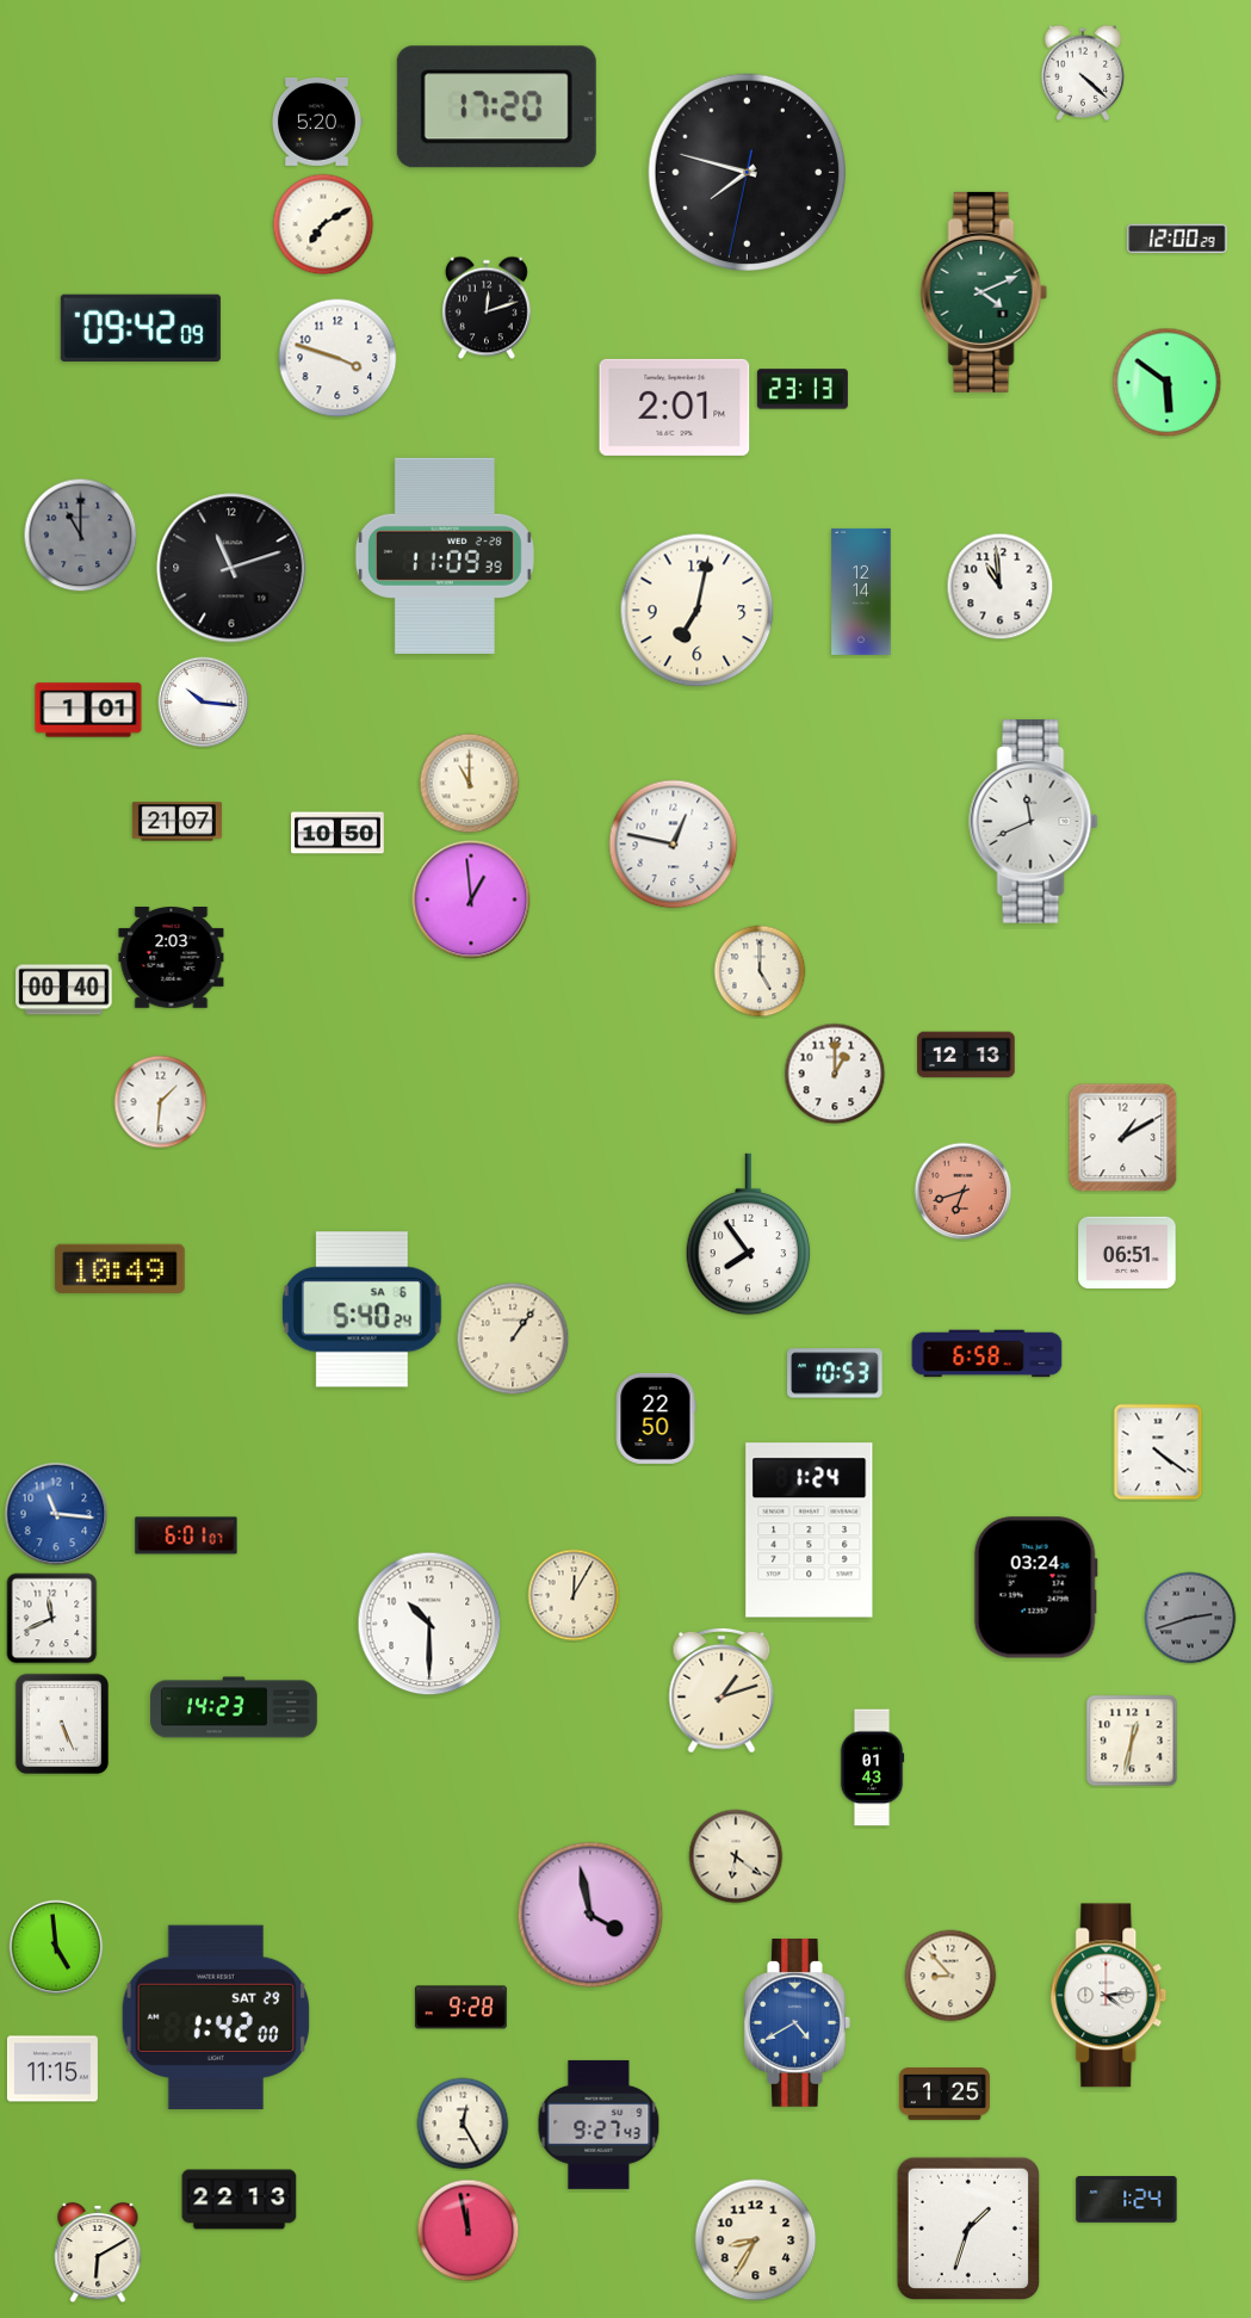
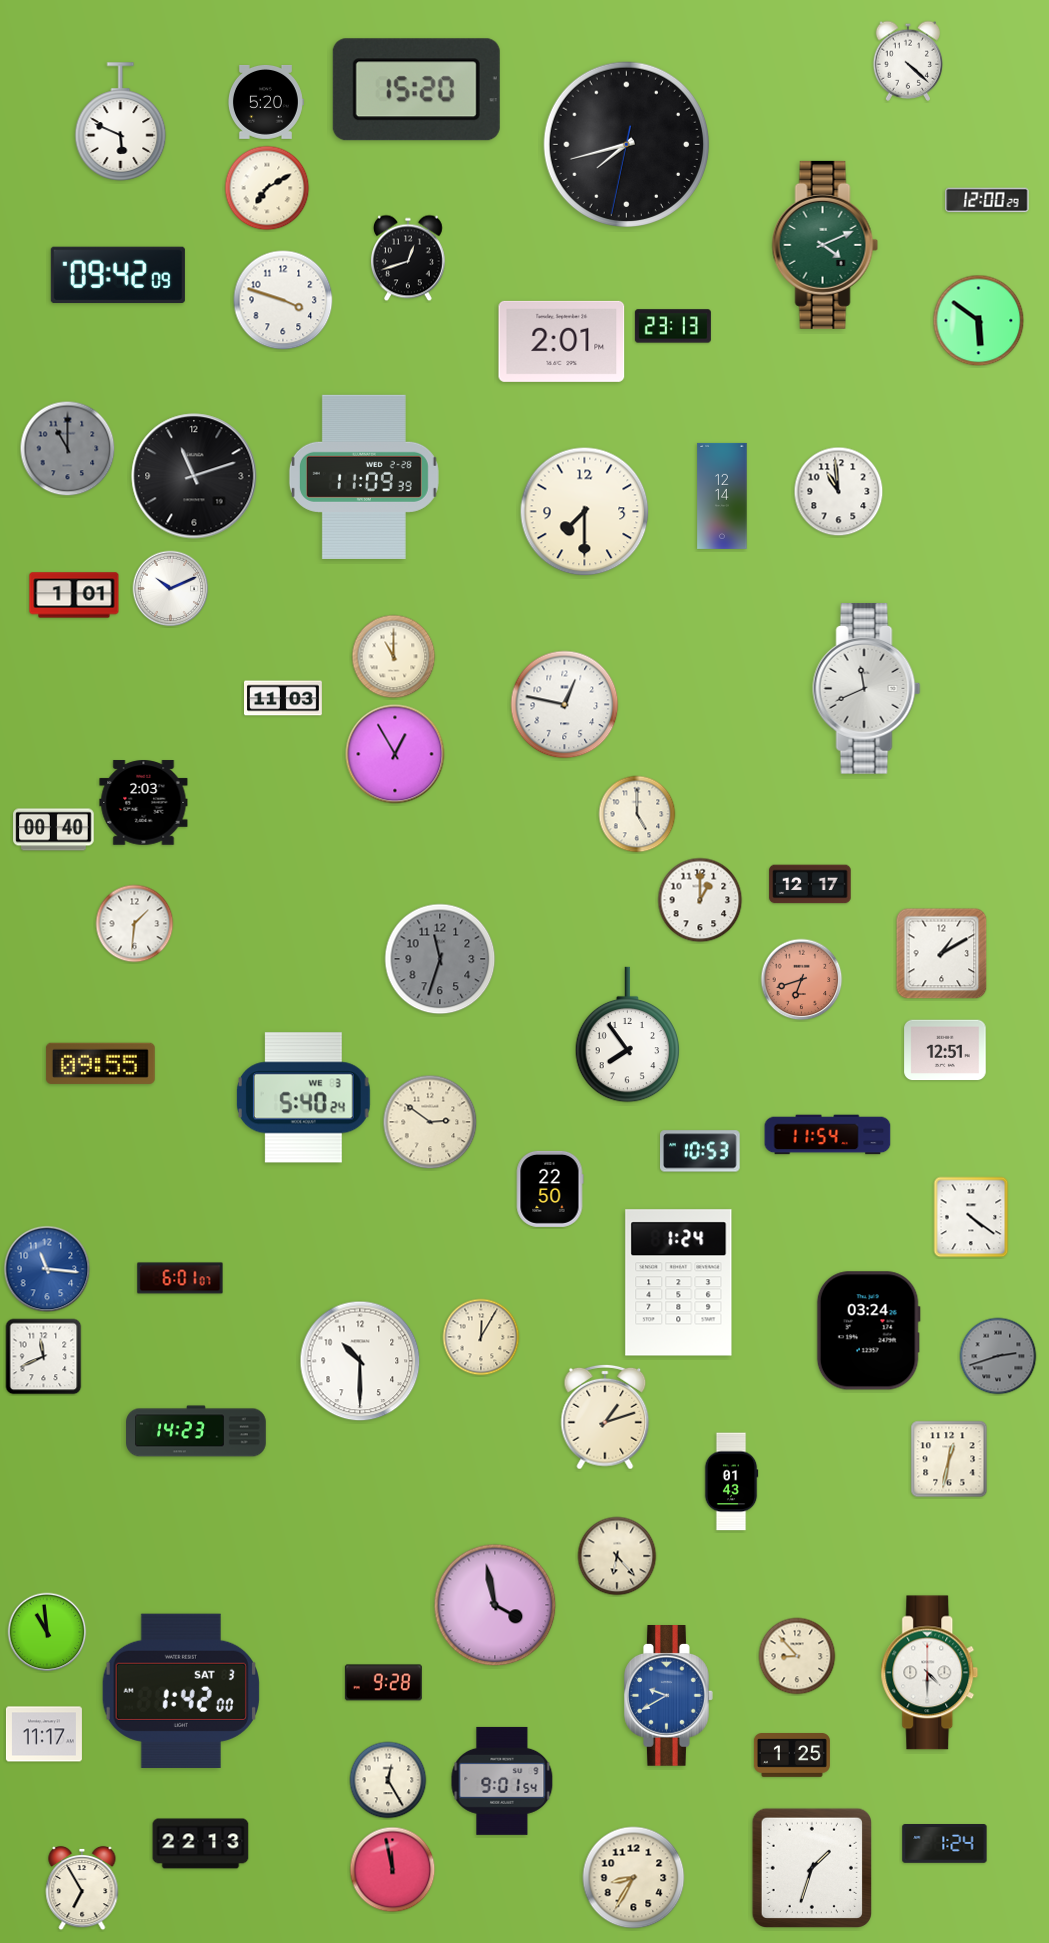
clock at (496, 107): 17:20 -> 15:20
clock at (121, 122): none -> 5:49
clock at (747, 172): 7:47 -> 7:42
clock at (323, 224) position: (323, 224) -> (267, 188)
clock at (487, 308): 12:12 -> 12:42
clock at (675, 407) position: (675, 407) -> (562, 341)
clock at (445, 556) position: (445, 556) -> (364, 477)
clock at (698, 611): 7:02 -> 7:30
clock at (204, 703): 10:16 -> 10:11
clock at (176, 822): 21:07 -> none
clock at (339, 833): 10:50 -> 11:03
clock at (674, 845) position: (674, 845) -> (565, 705)
clock at (471, 900): 12:59 -> 12:55
clock at (966, 1055): 12:13 -> 12:17
clock at (440, 959): none -> 11:33
clock at (964, 1192) position: (964, 1192) -> (802, 980)
clock at (1127, 1253): 06:51 -> 12:51
clock at (119, 1268): 10:49 -> 09:55
clock at (361, 1310) date: SA 6 -> WE 3
clock at (513, 1339): 1:06 -> 2:51
clock at (987, 1354): 6:58 -> 11:54
clock at (186, 1535) position: (186, 1535) -> (180, 1278)
clock at (61, 1723): 5:26 -> none
clock at (736, 1856): 6:21 -> 6:23
clock at (56, 1947): 4:59 -> 10:59
clock at (1109, 1996): 4:14 -> 4:30
clock at (460, 2008) position: (460, 2008) -> (383, 1683)
clock at (216, 2017) date: SAT 29 -> SAT 3
clock at (798, 2023): 4:40 -> 9:40
clock at (52, 2069): 11:15 -> 11:17
clock at (599, 2125): 9:27 -> 9:01
clock at (98, 2252): 6:10 -> 6:55
